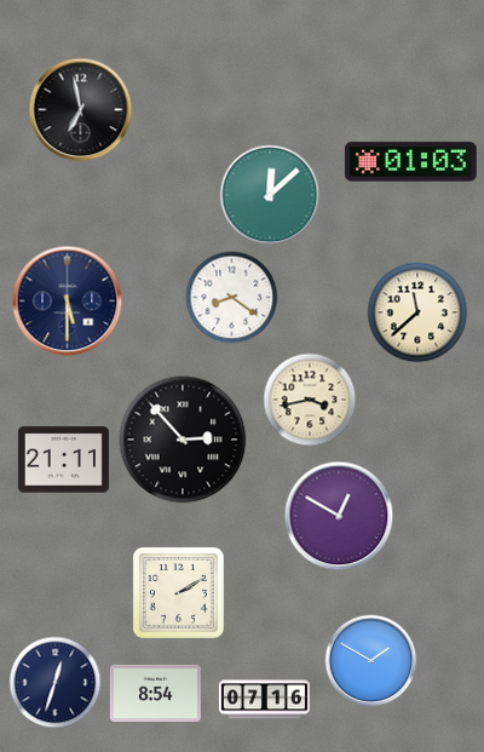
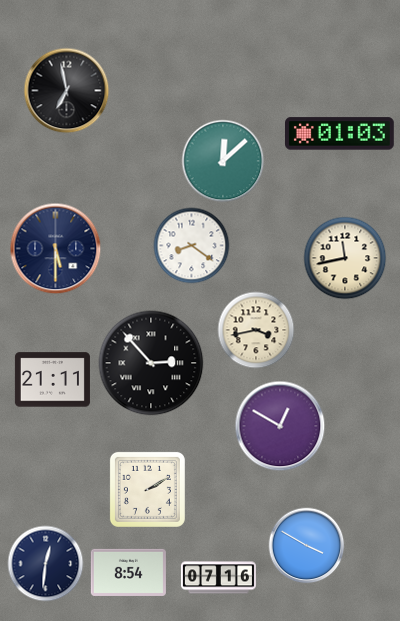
clock at (417, 312): 11:38 -> 11:43
clock at (371, 661): 1:50 -> 3:50
clock at (56, 683): 12:33 -> 12:31
